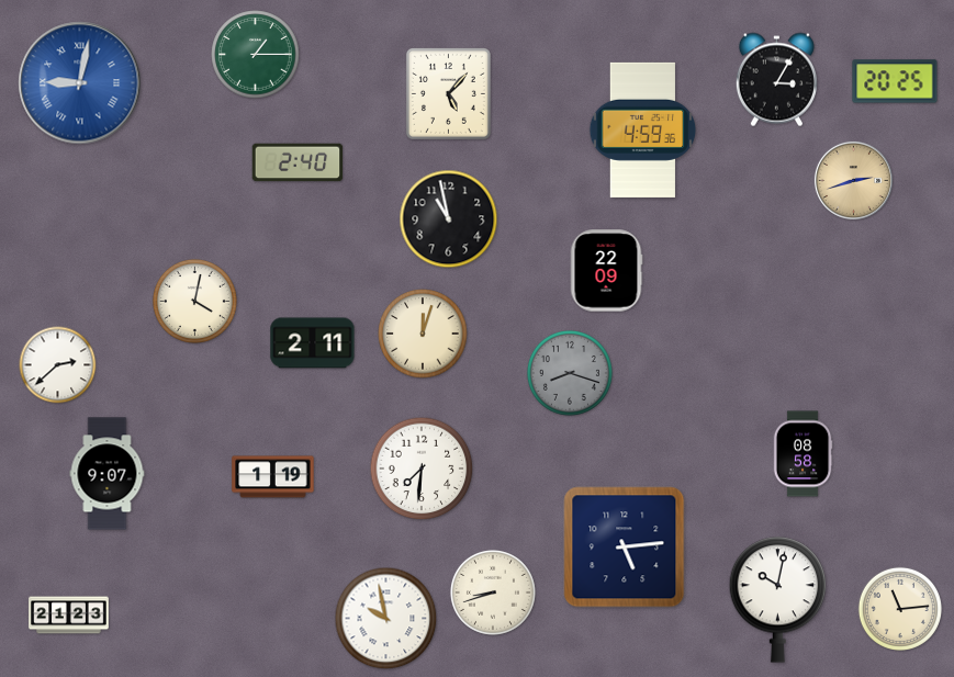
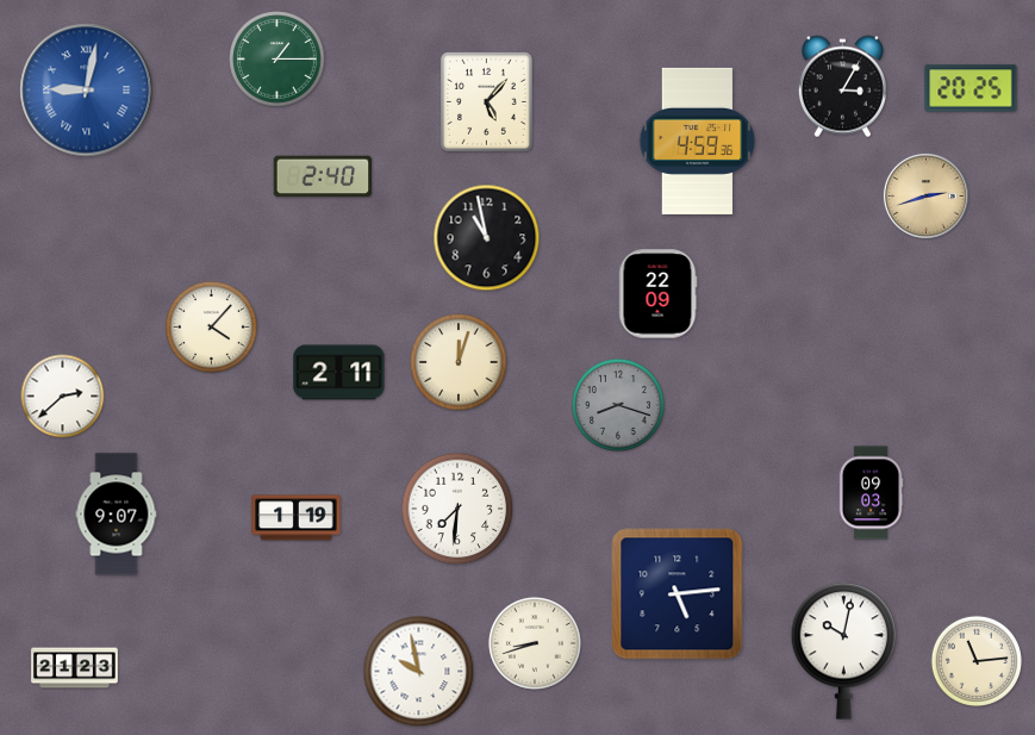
clock at (194, 301): 4:02 -> 4:07
clock at (803, 454): 08:58 -> 09:03
